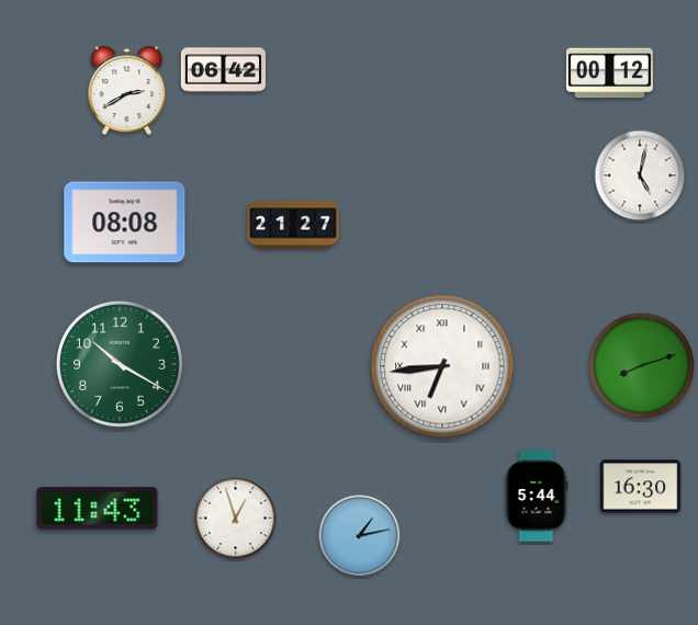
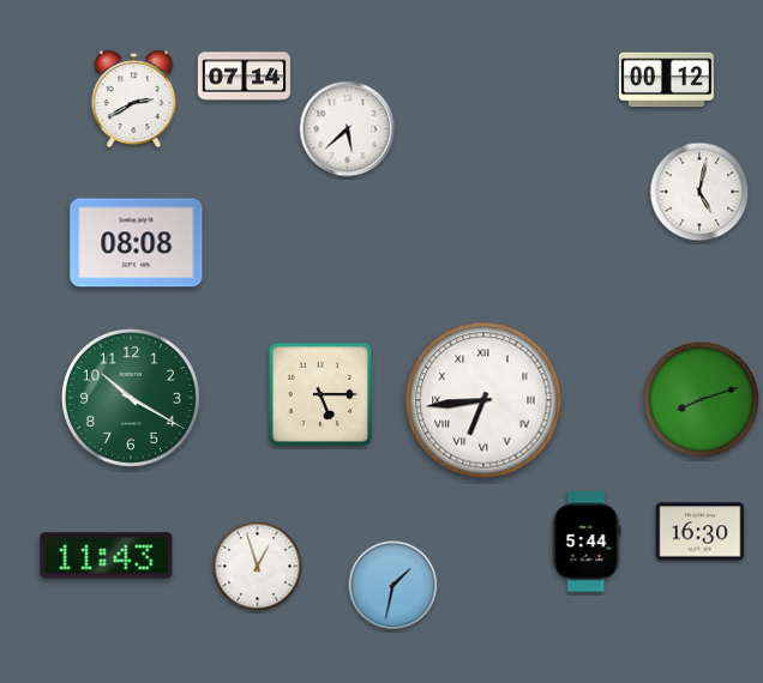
clock at (223, 70): 06:42 -> 07:14
clock at (127, 91) position: (127, 91) -> (134, 99)
clock at (348, 129): none -> 5:38
clock at (293, 225): 21:27 -> none
clock at (320, 394): none -> 5:15
clock at (360, 536): 1:13 -> 1:32
